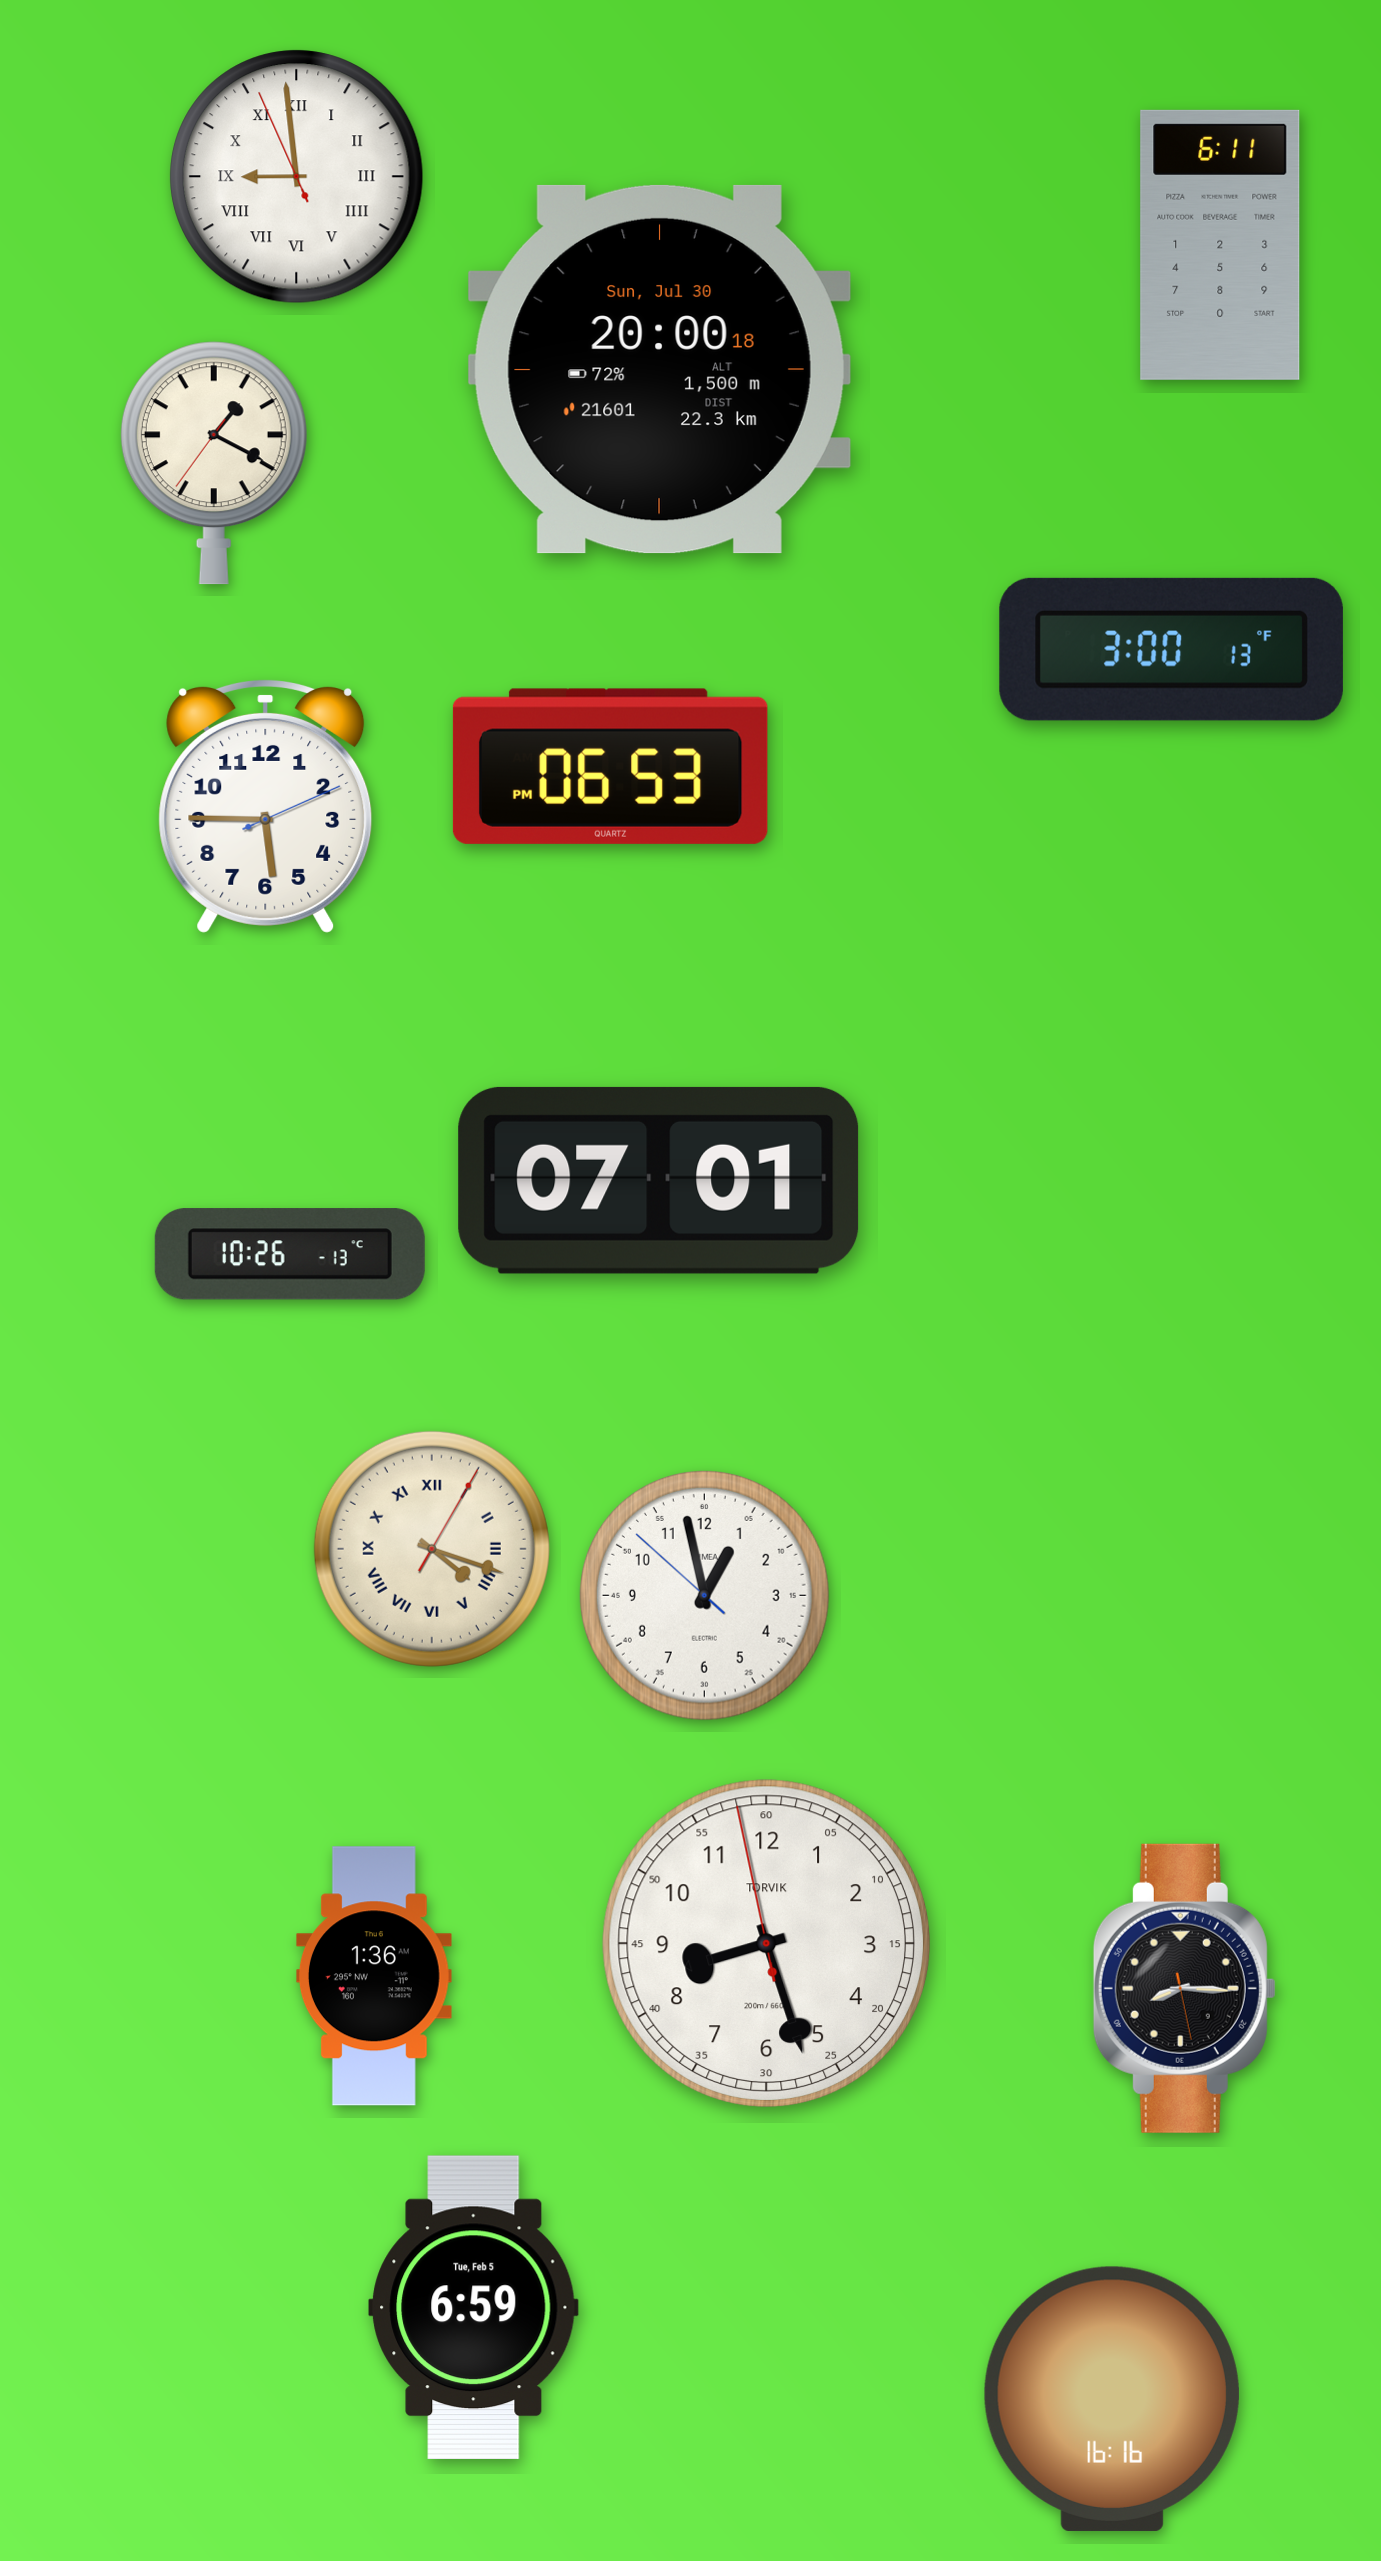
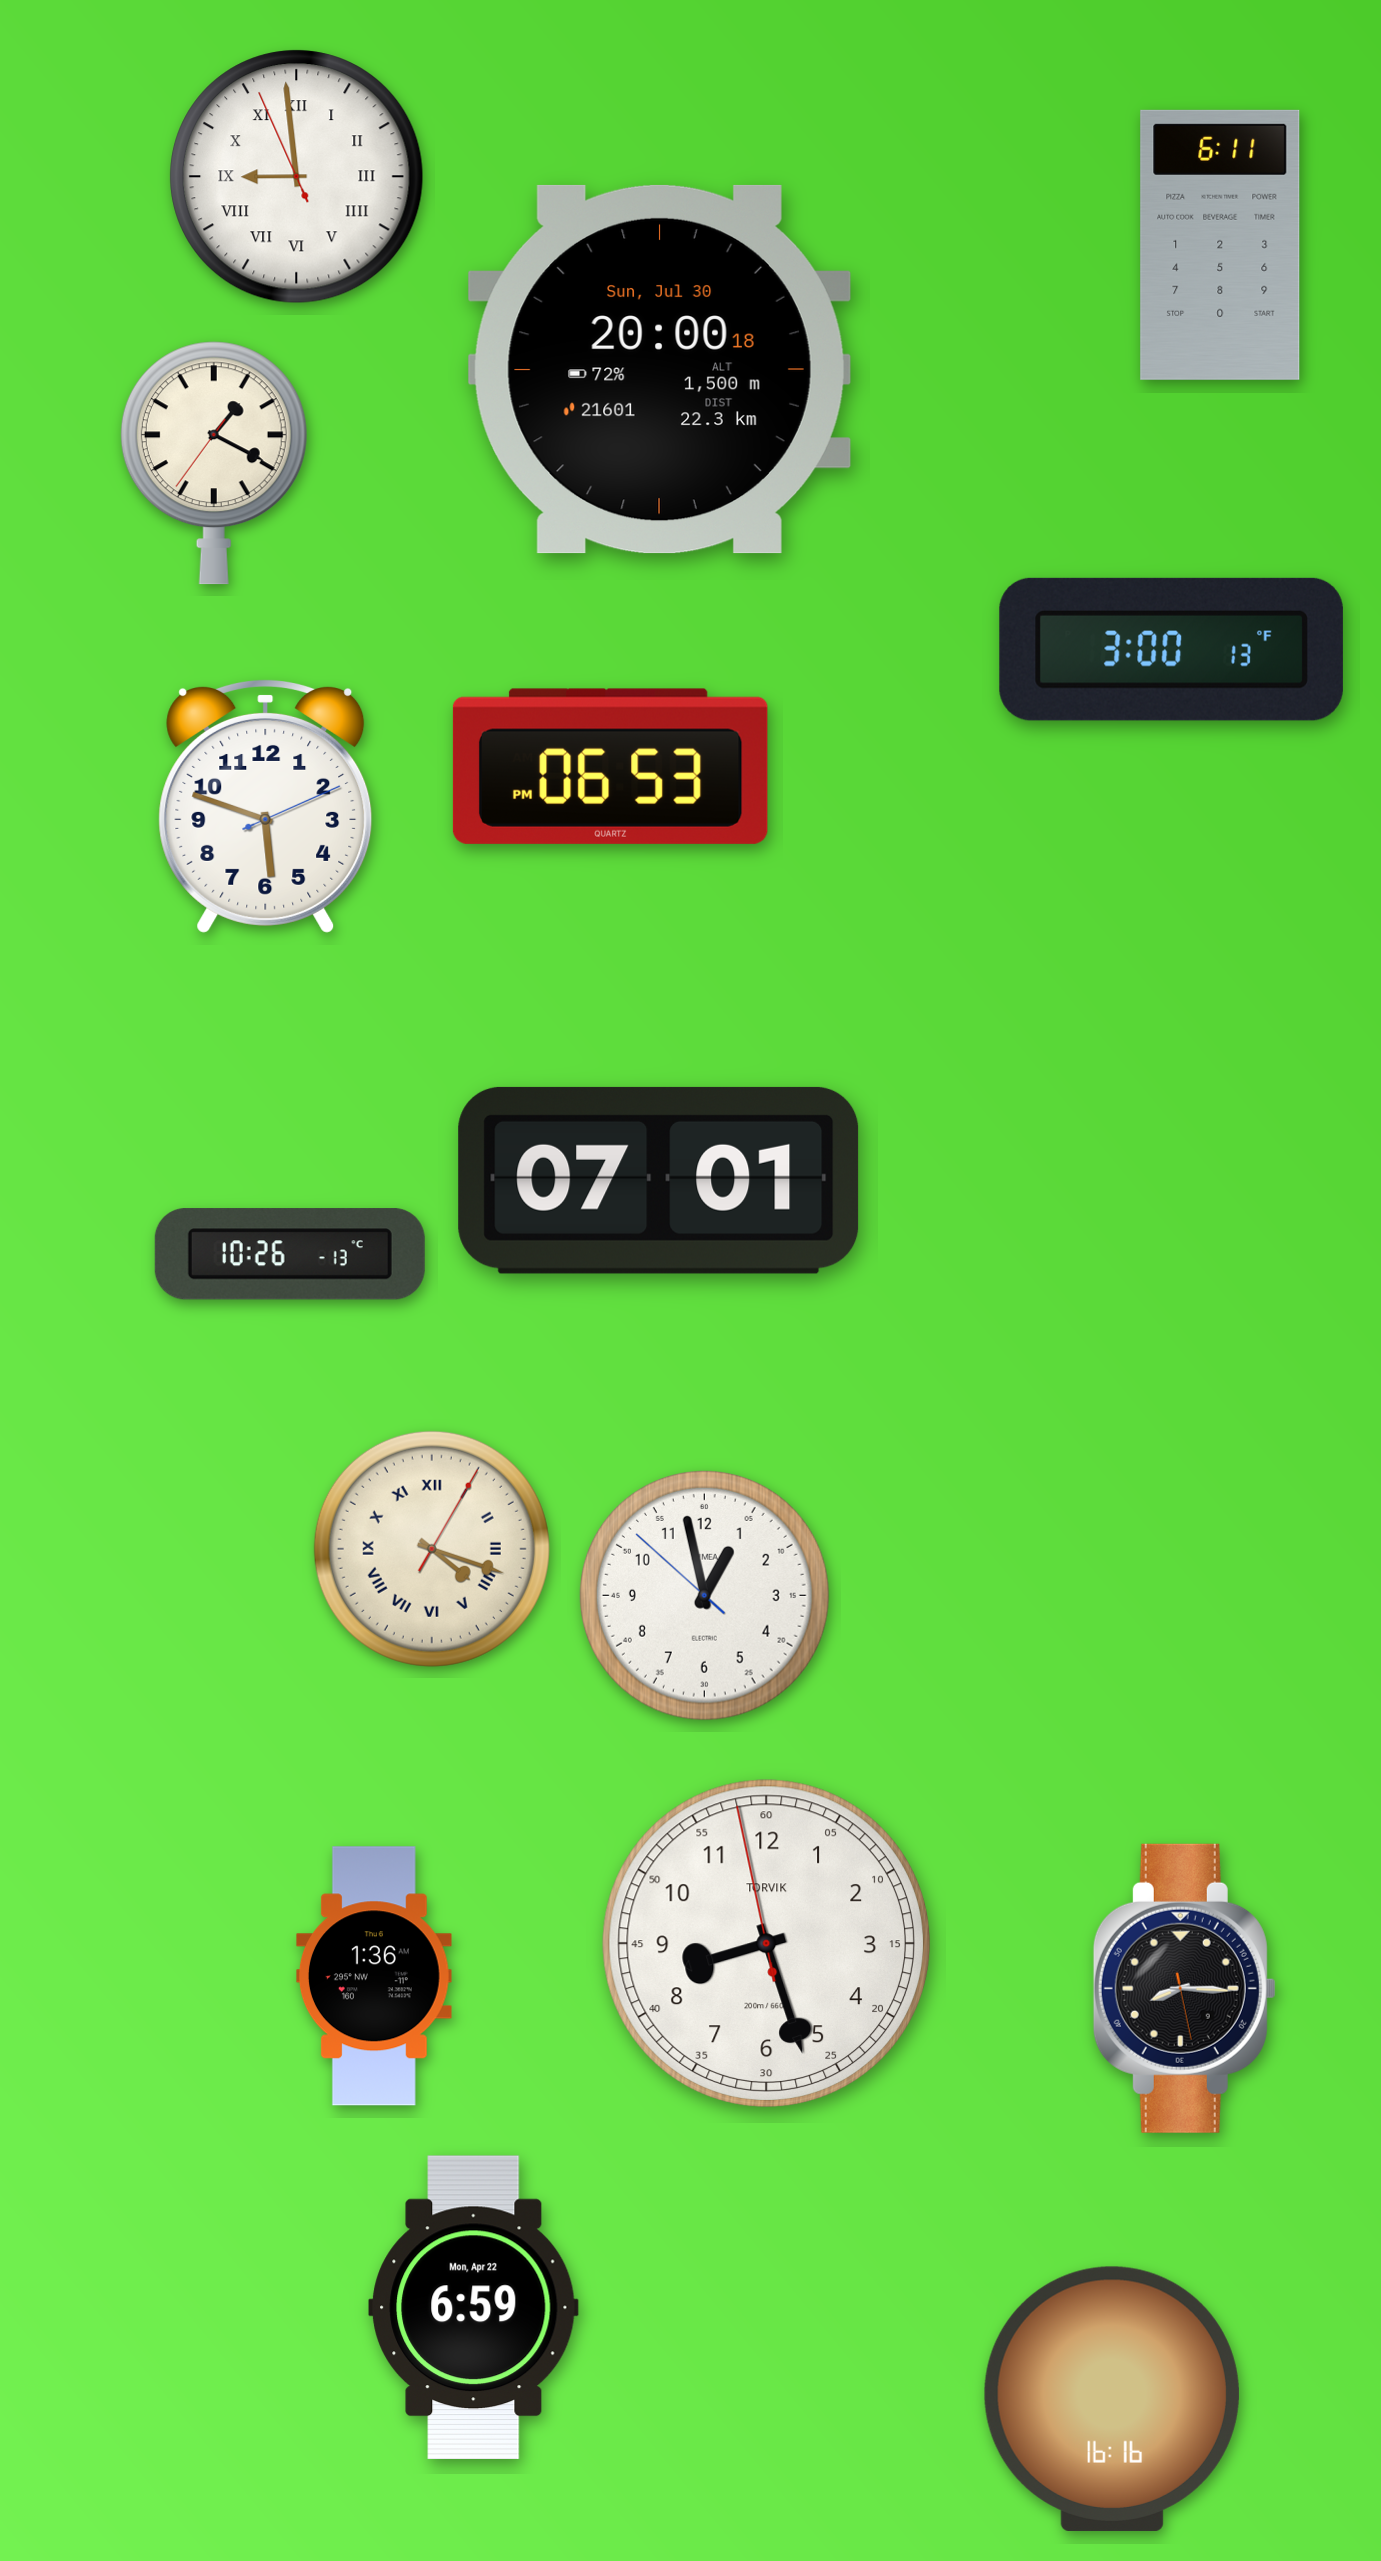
clock at (266, 806): 5:45 -> 5:48
clock at (474, 2307) date: Tue, Feb 5 -> Mon, Apr 22
